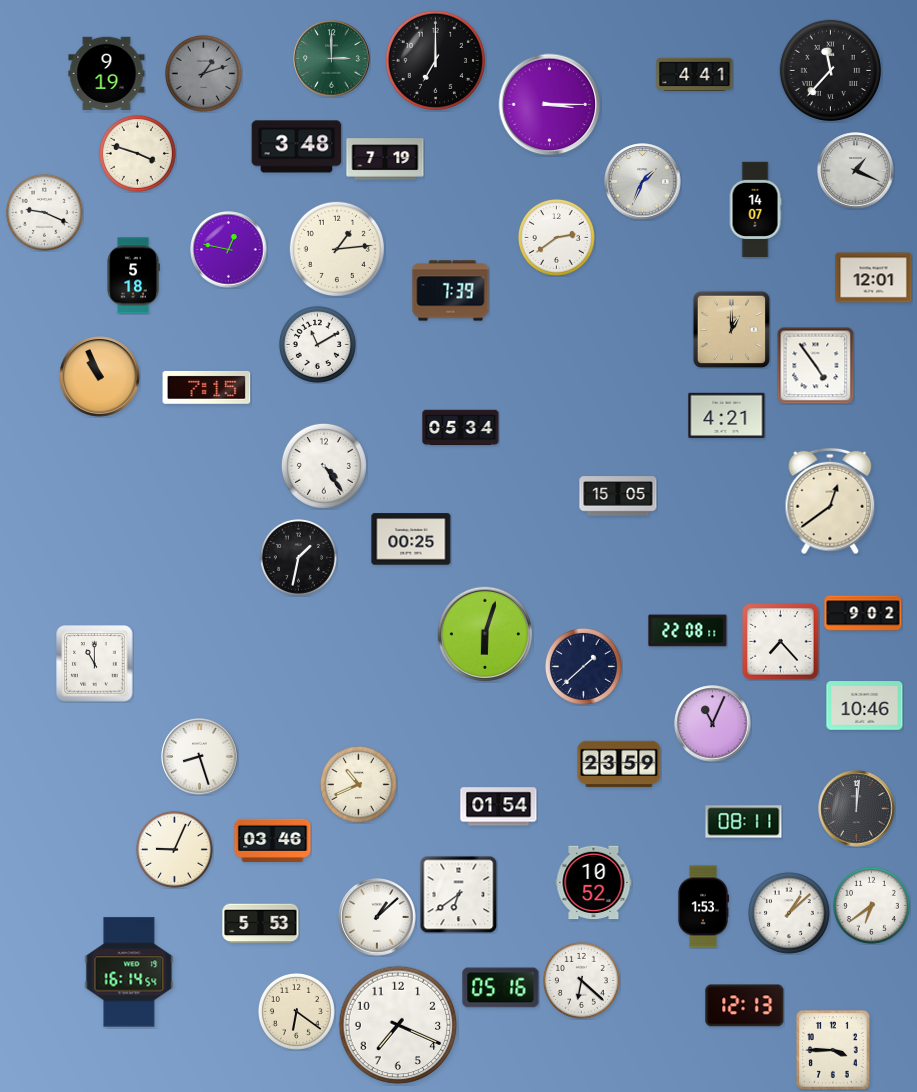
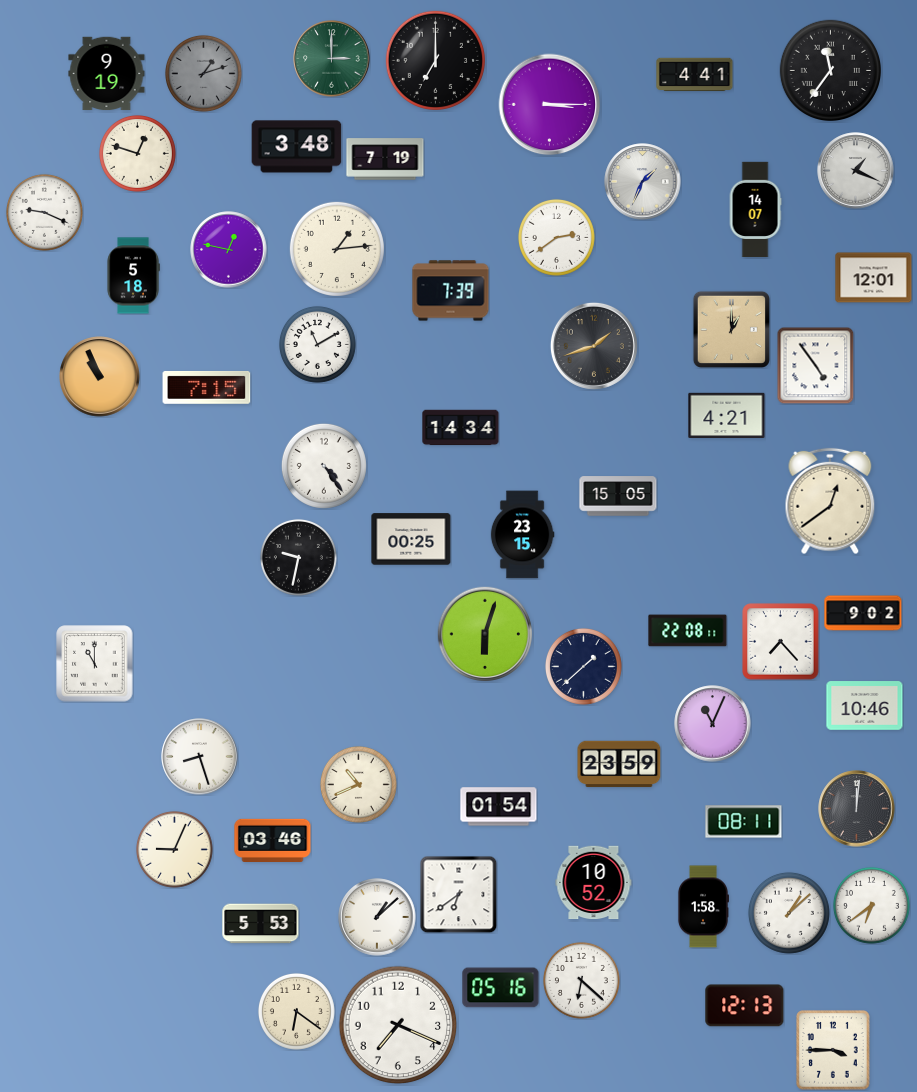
clock at (830, 70): 11:37 -> 11:36
clock at (137, 153): 3:48 -> 12:48
clock at (594, 346): none -> 1:42
clock at (461, 428): 05:34 -> 14:34
clock at (522, 535): none -> 23:15
clock at (298, 557): 1:32 -> 9:32
clock at (702, 907): 1:53 -> 1:58
clock at (129, 972): 16:14 -> none
